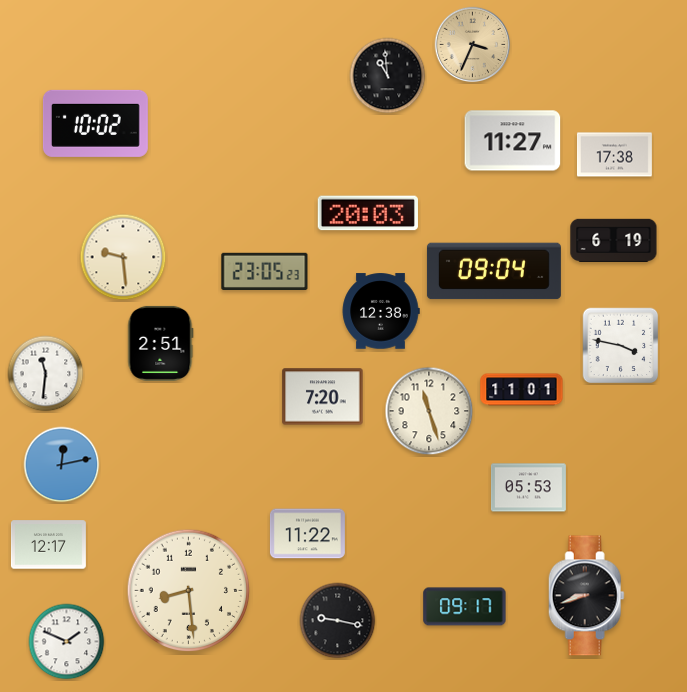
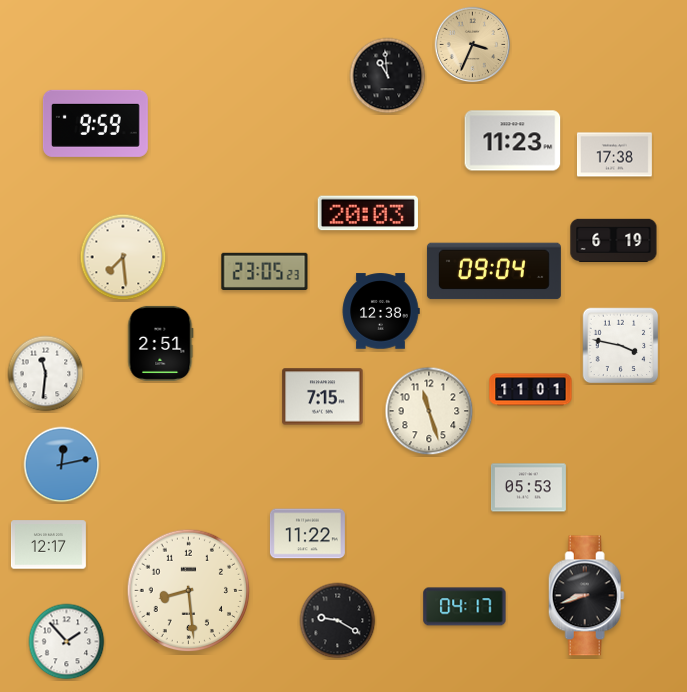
clock at (95, 123): 10:02 -> 9:59
clock at (513, 141): 11:27 -> 11:23
clock at (123, 257): 9:29 -> 7:29
clock at (522, 390) position: (522, 390) -> (531, 390)
clock at (323, 397): 7:20 -> 7:15
clock at (465, 607): 09:17 -> 04:17
clock at (338, 621): 9:17 -> 9:20
clock at (67, 642): 1:49 -> 1:53
